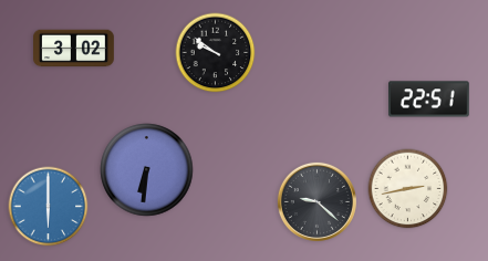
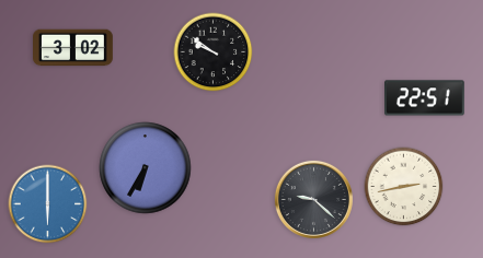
clock at (147, 170): 6:31 -> 6:35
